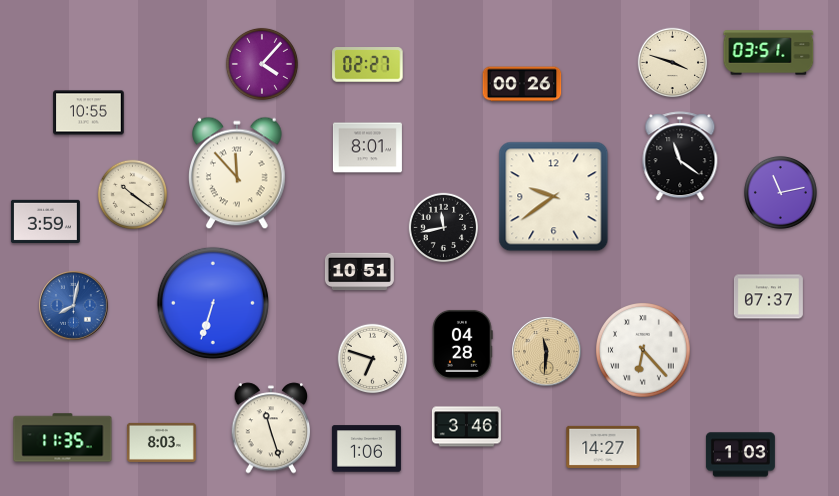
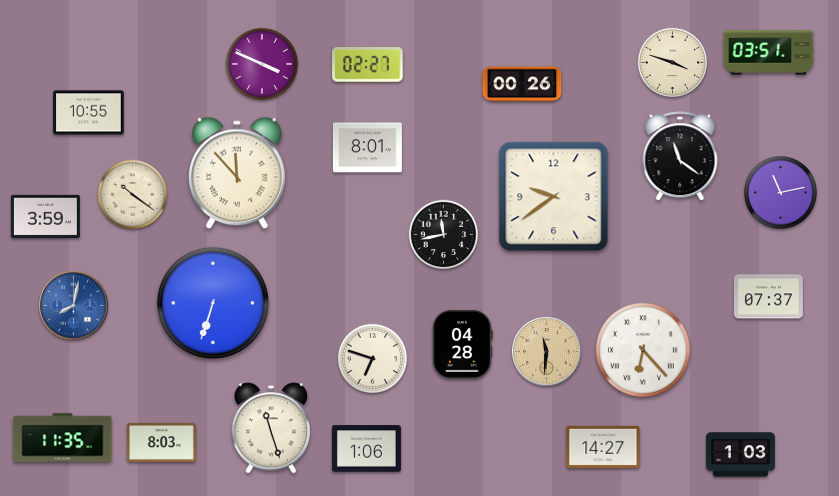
clock at (262, 64): 4:07 -> 3:49
clock at (45, 221) position: (45, 221) -> (45, 216)
clock at (444, 228) position: (444, 228) -> (444, 235)
clock at (359, 272): 10:51 -> none
clock at (466, 427): 3:46 -> none
